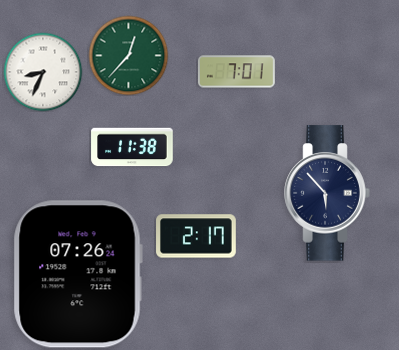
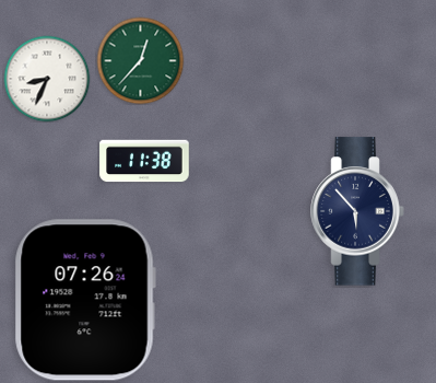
clock at (236, 72): 7:01 -> none
clock at (196, 236): 2:17 -> none
